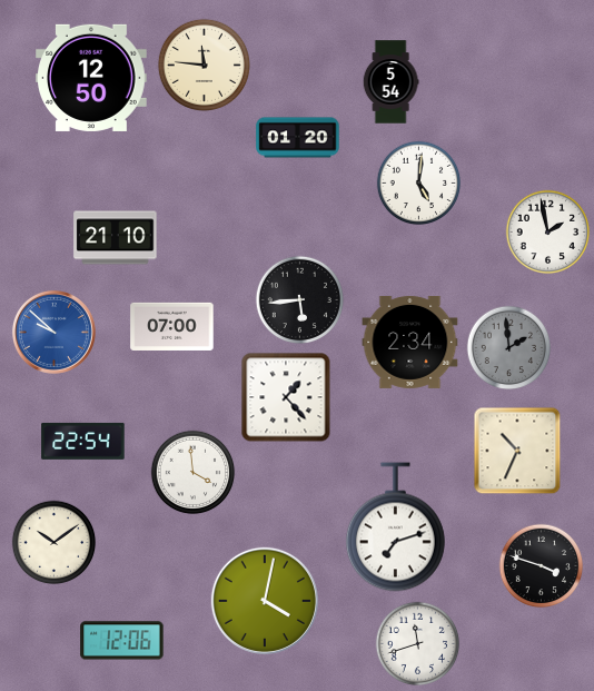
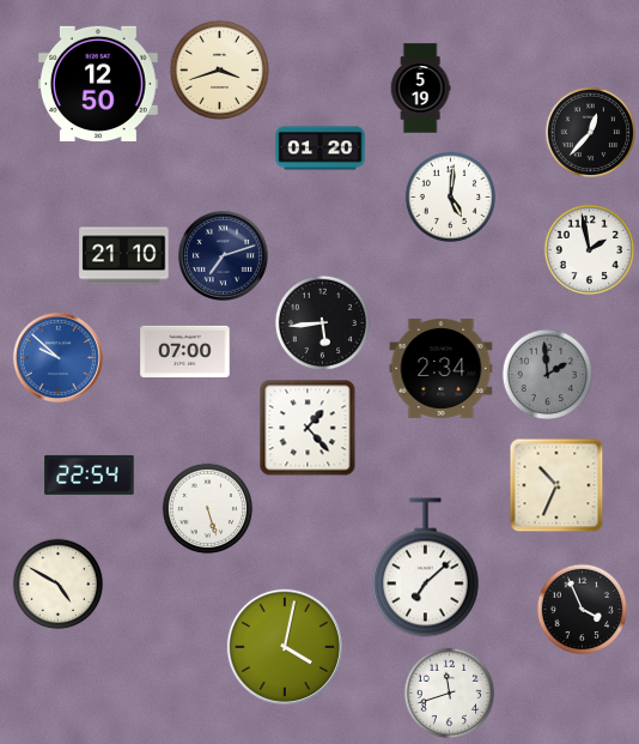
clock at (204, 65): 11:46 -> 3:42
clock at (390, 82): 5:54 -> 5:19
clock at (591, 133): none -> 12:37
clock at (223, 255): none -> 7:12
clock at (194, 473): 3:59 -> 5:27
clock at (395, 527): 7:12 -> 7:08
clock at (55, 543): 10:09 -> 4:50
clock at (542, 566): 3:48 -> 3:56
clock at (122, 641): 12:06 -> none
